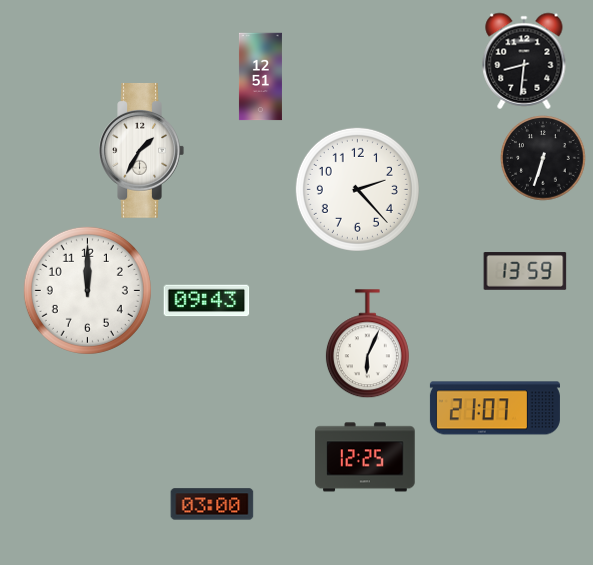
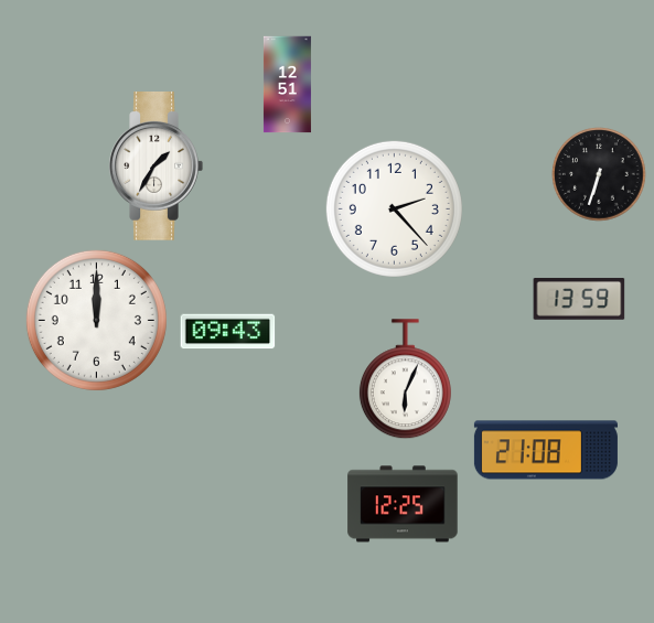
clock at (524, 61): 8:31 -> none
clock at (495, 408): 21:07 -> 21:08
clock at (212, 504): 03:00 -> none
